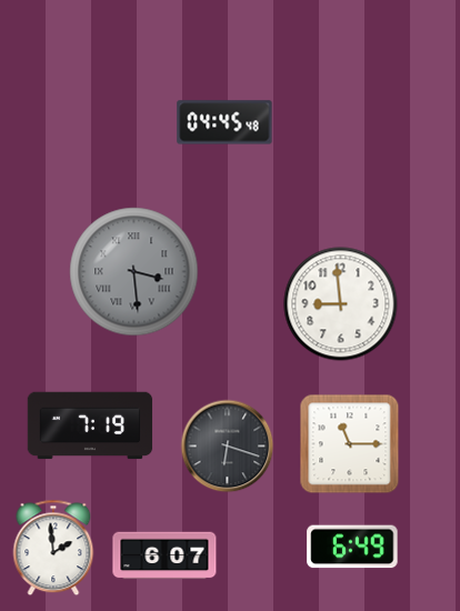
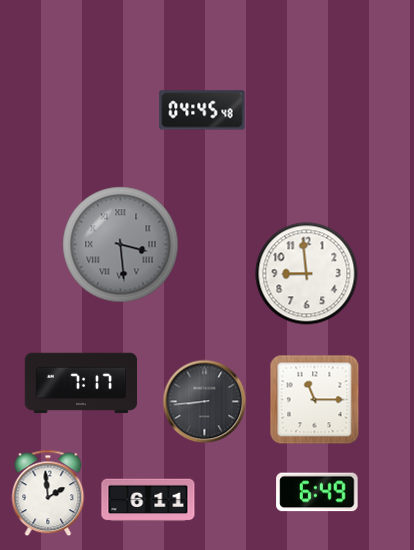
clock at (90, 425): 7:19 -> 7:17
clock at (227, 445): 6:18 -> 8:44
clock at (164, 555): 6:07 -> 6:11
